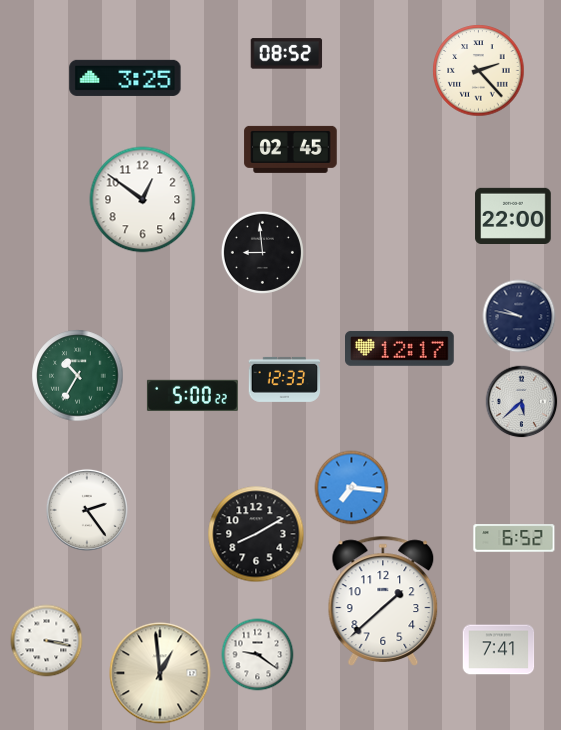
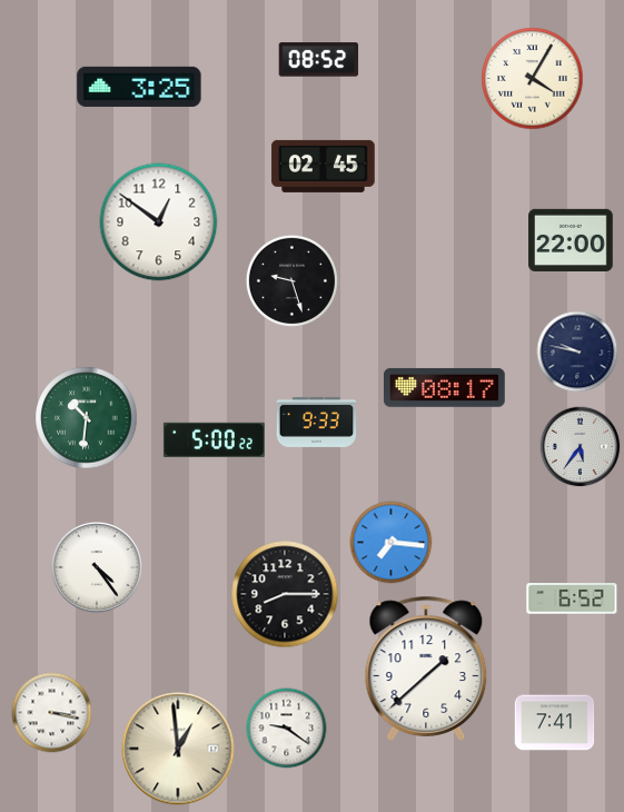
clock at (479, 71): 2:23 -> 4:05
clock at (262, 252): 8:59 -> 9:27
clock at (400, 348): 12:17 -> 08:17
clock at (78, 376): 10:35 -> 10:31
clock at (285, 379): 12:33 -> 9:33
clock at (522, 402): 5:38 -> 5:36
clock at (87, 510): 2:24 -> 4:24
clock at (256, 534): 8:10 -> 8:15
